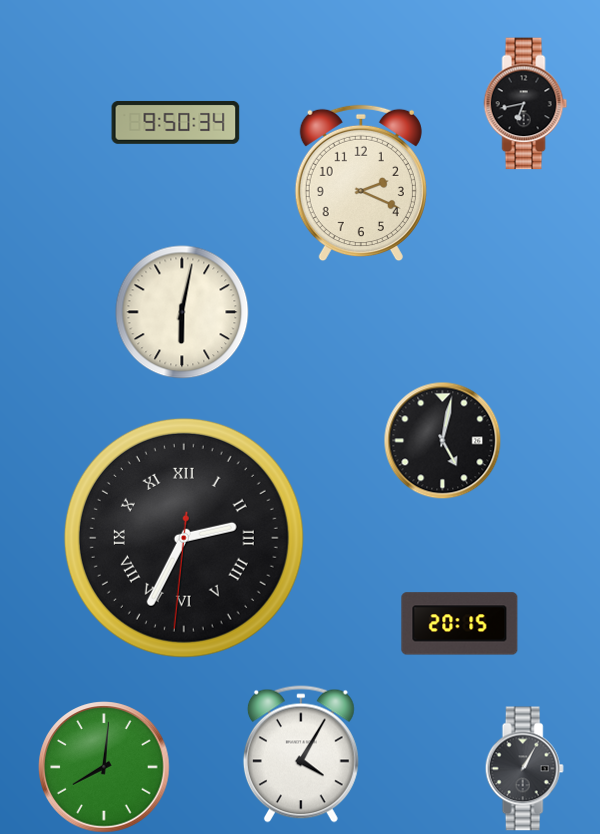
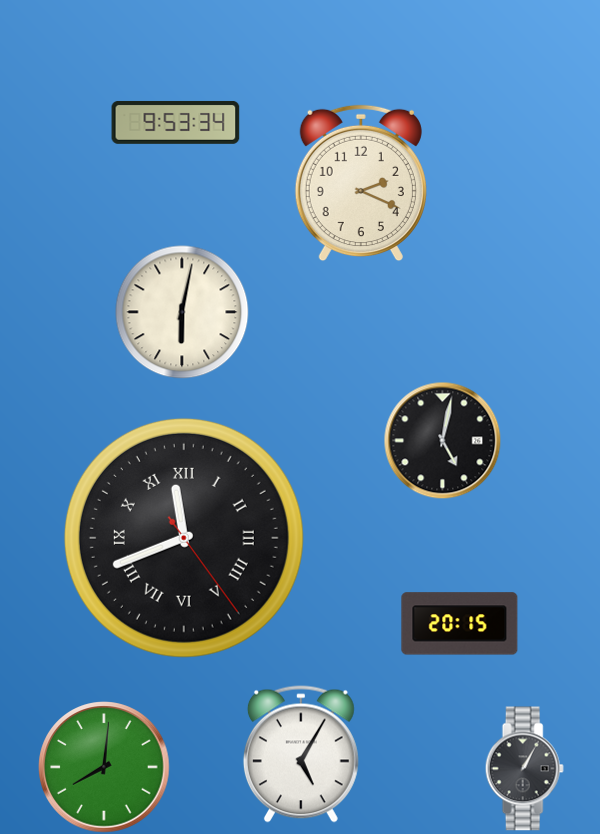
clock at (526, 104): 6:43 -> none
clock at (176, 123): 9:50 -> 9:53
clock at (184, 538): 2:34 -> 11:41
clock at (301, 754): 4:05 -> 5:05
